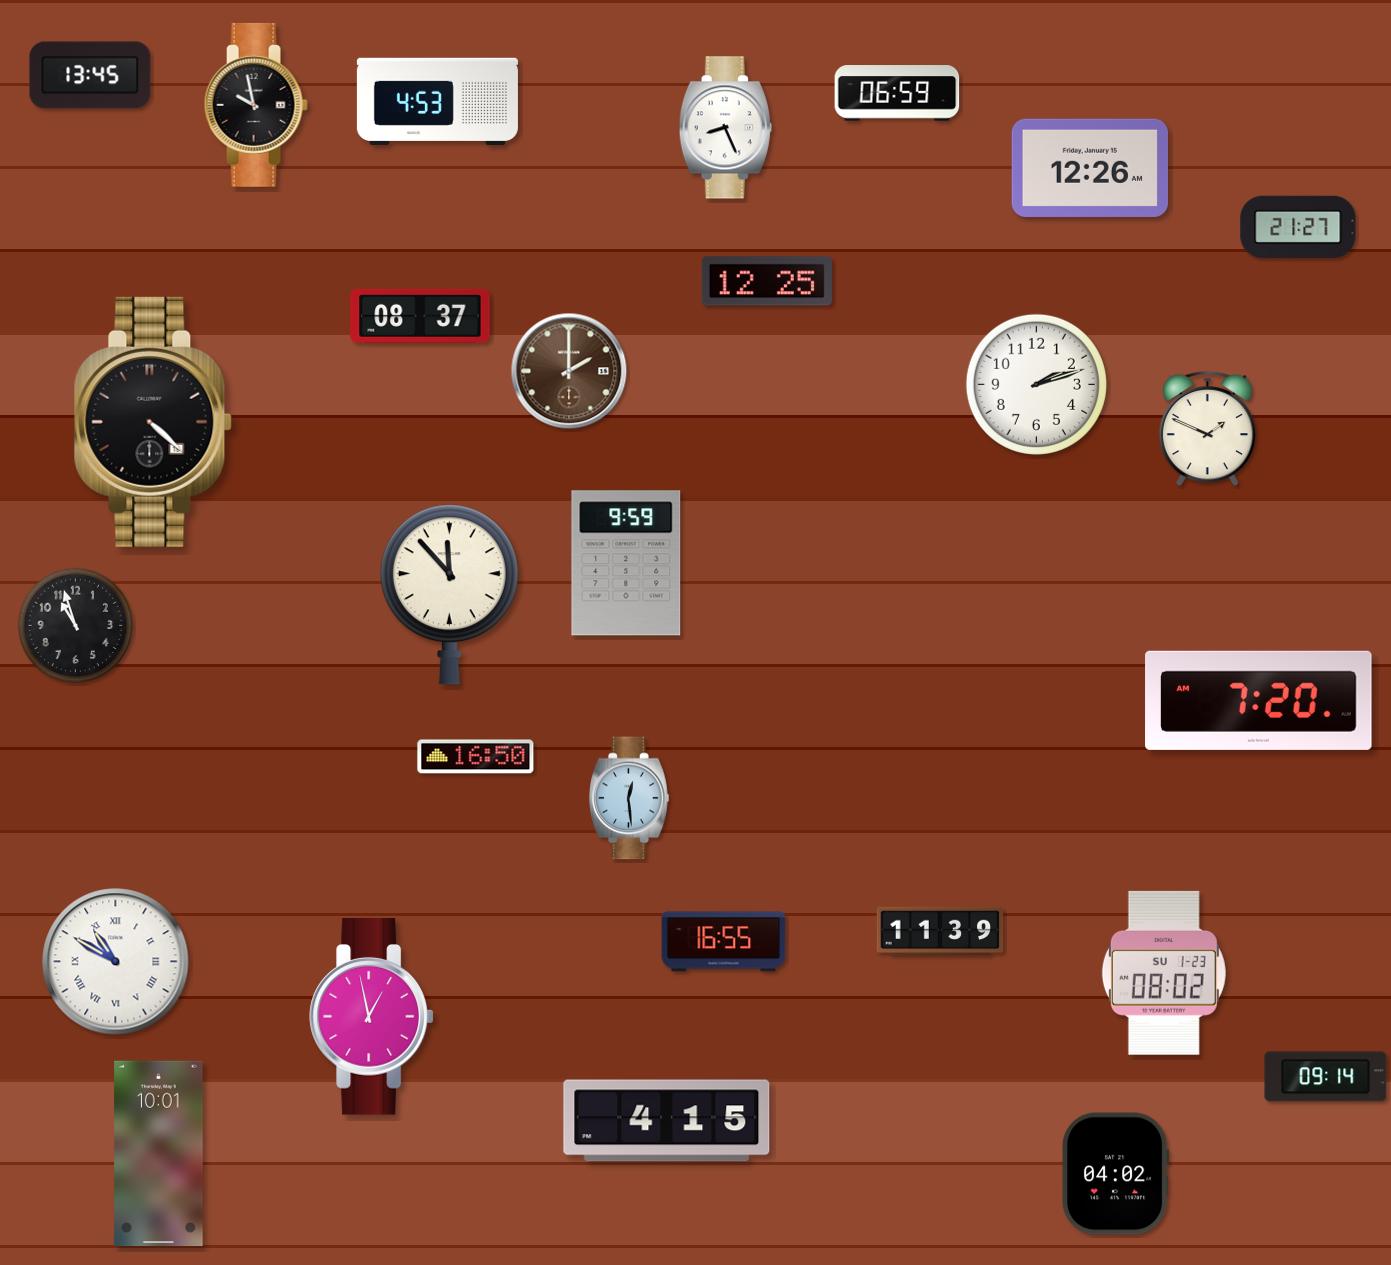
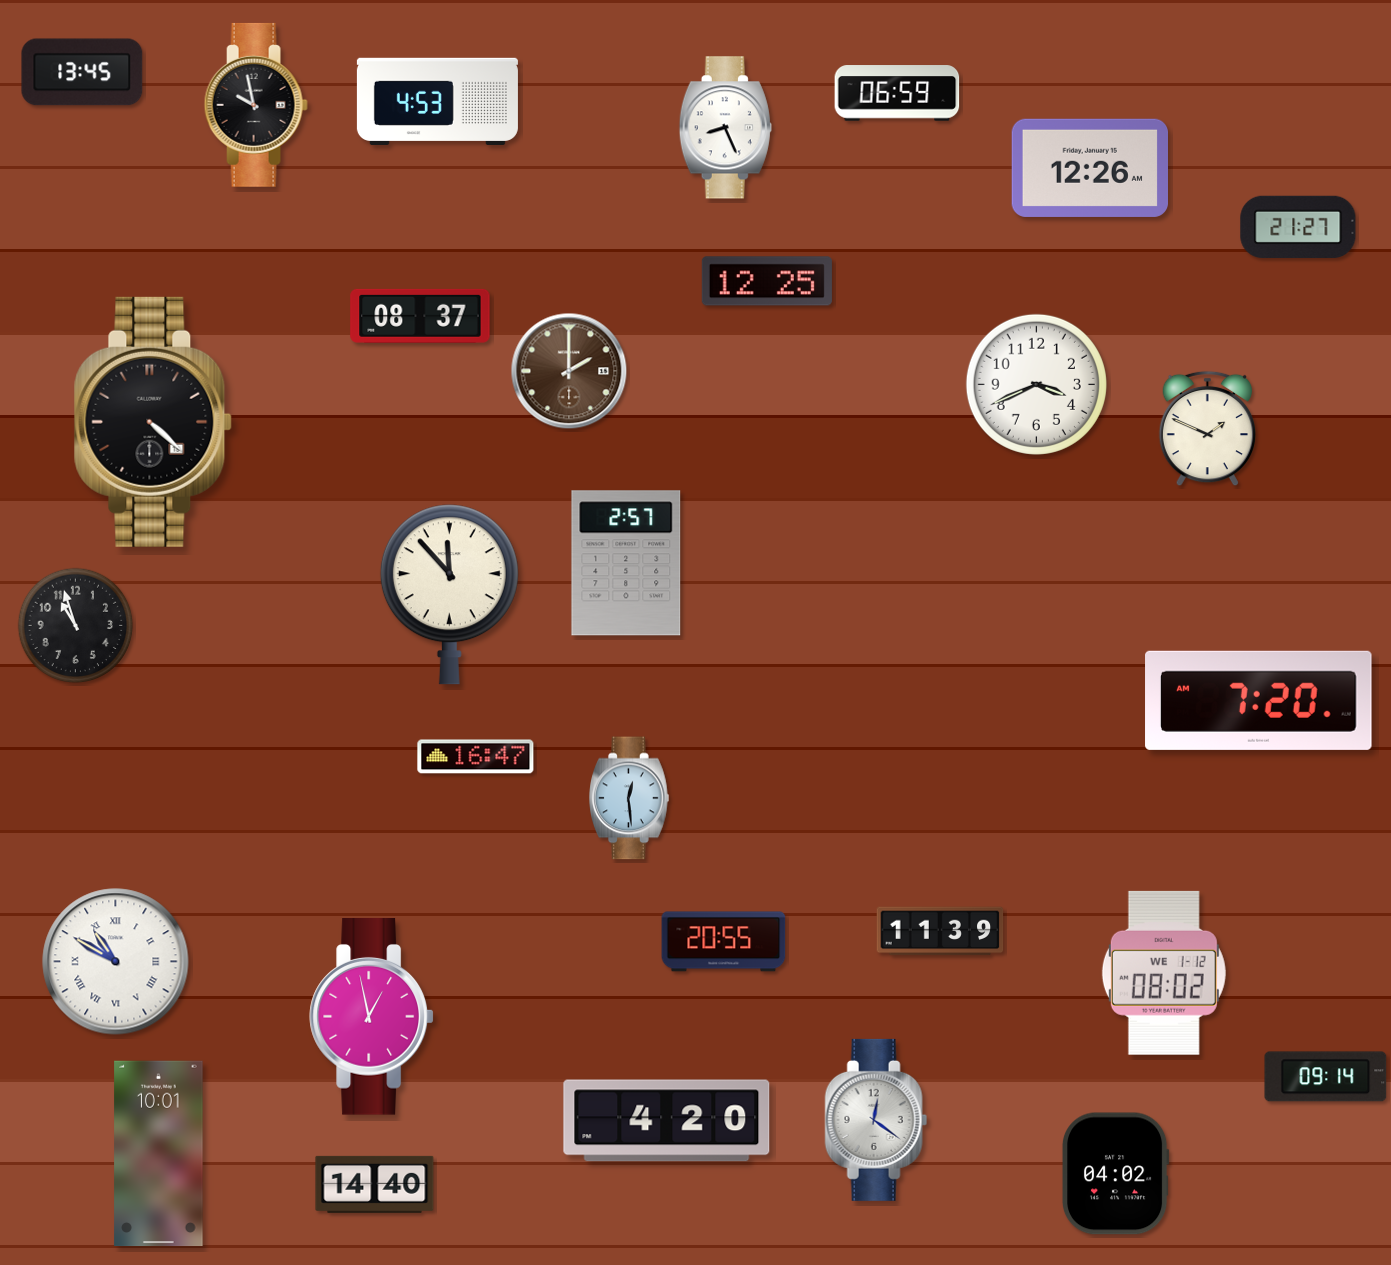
clock at (90, 75) position: (90, 75) -> (82, 72)
clock at (1036, 384): 2:12 -> 3:41
clock at (626, 563): 9:59 -> 2:57
clock at (476, 757): 16:50 -> 16:47
clock at (724, 942): 16:55 -> 20:55
clock at (1164, 973) date: SU 1-23 -> WE 1-12
clock at (876, 1120): none -> 12:21
clock at (667, 1121): 4:15 -> 4:20
clock at (375, 1184): none -> 14:40
